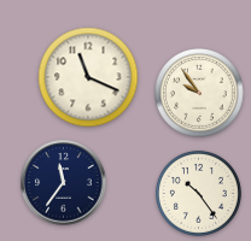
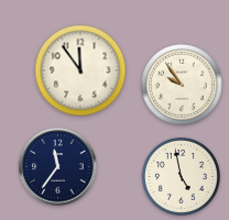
clock at (88, 77): 11:19 -> 11:54
clock at (198, 193): 10:24 -> 4:58
